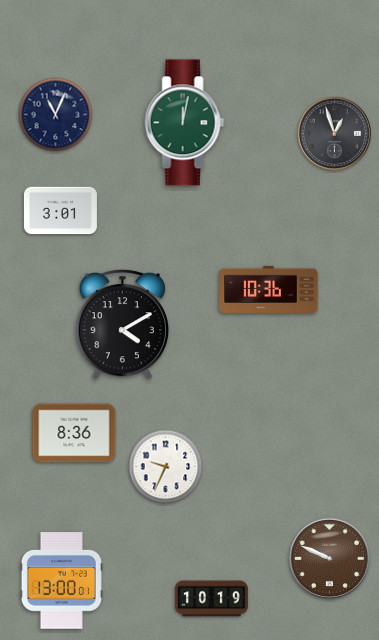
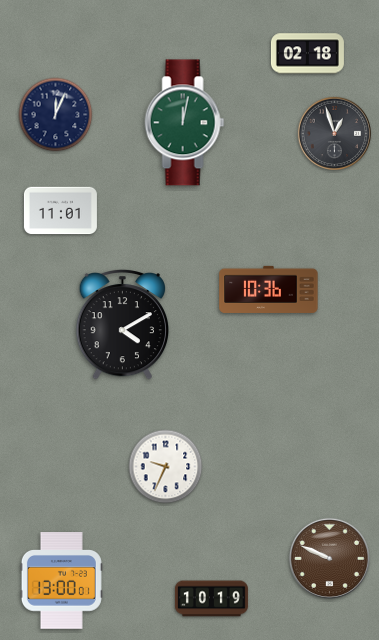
clock at (307, 54): none -> 02:18
clock at (56, 115): 11:04 -> 12:04
clock at (60, 211): 3:01 -> 11:01
clock at (74, 433): 8:36 -> none
